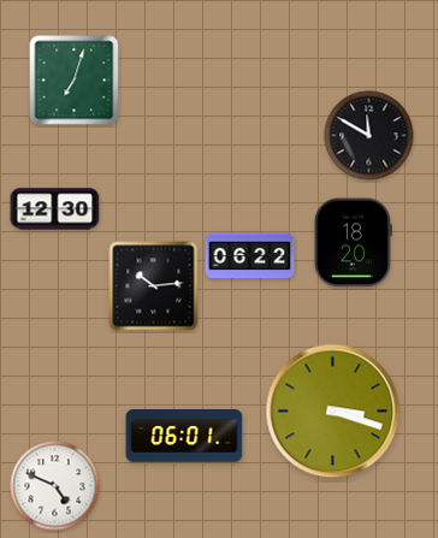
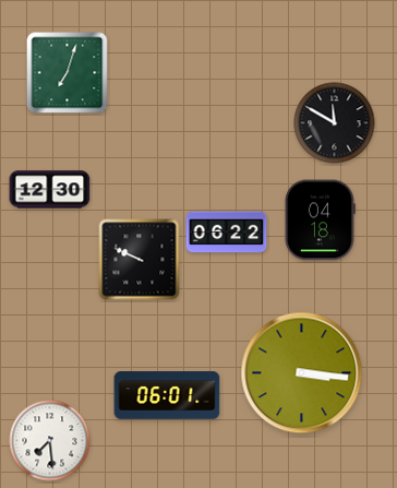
clock at (353, 243): 18:20 -> 04:18
clock at (154, 286): 10:14 -> 9:49
clock at (333, 412): 3:18 -> 3:16
clock at (55, 486): 4:49 -> 7:29
